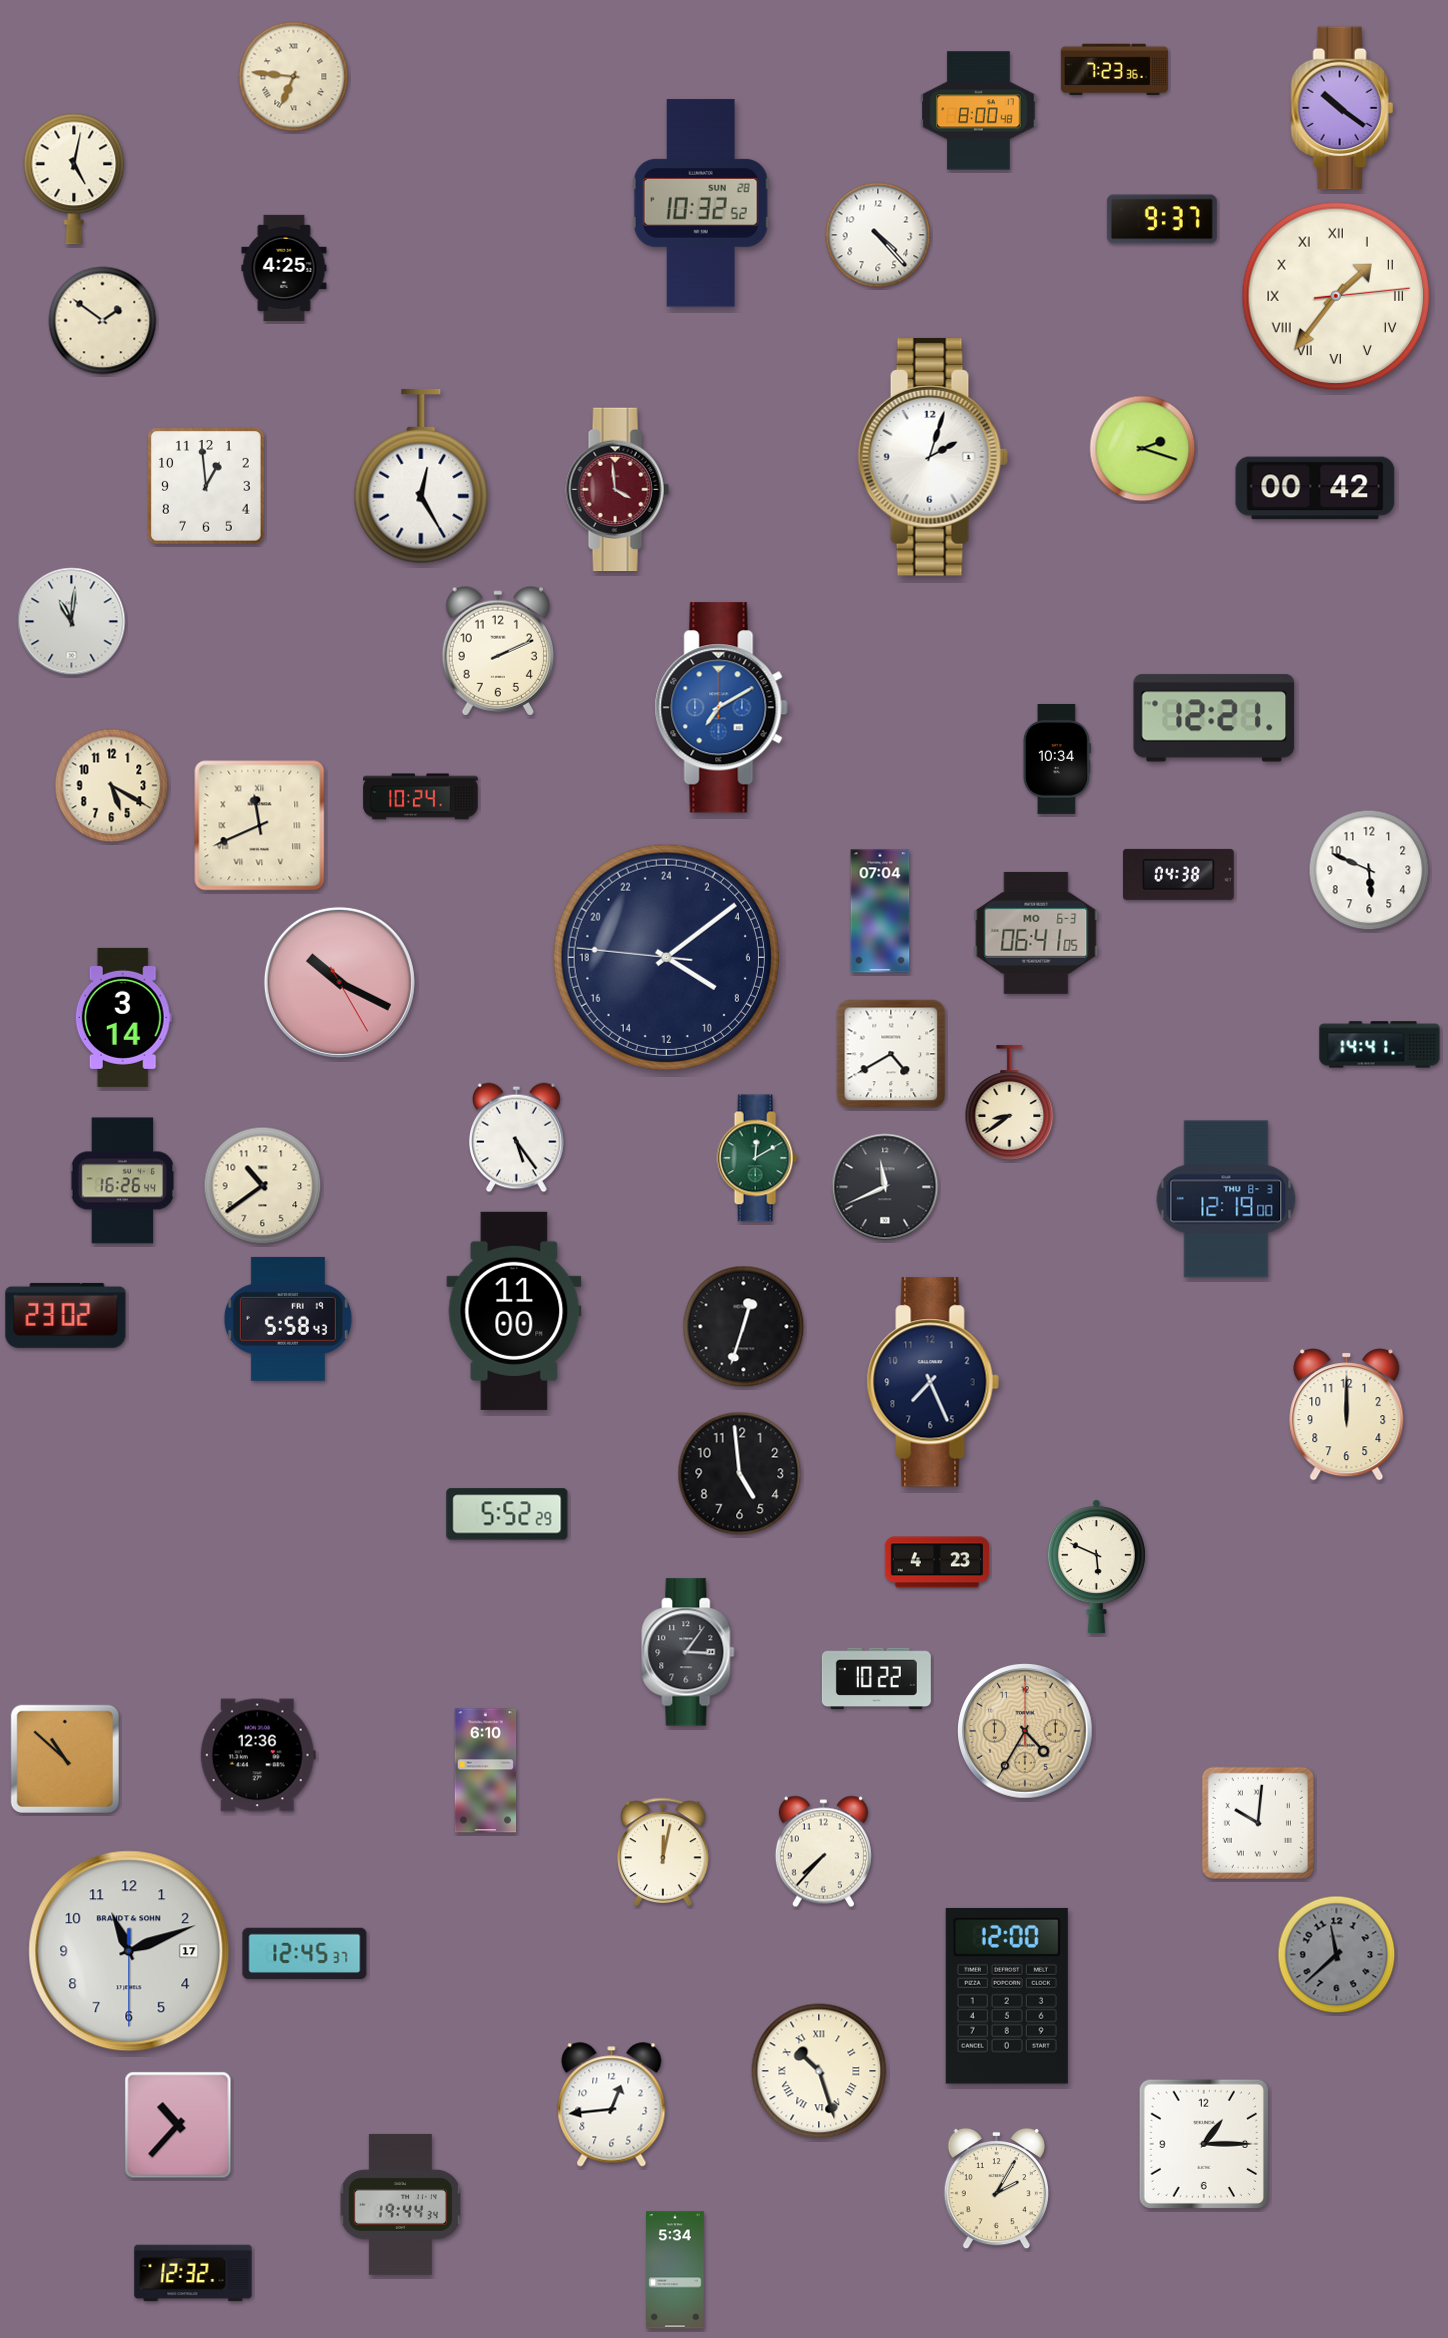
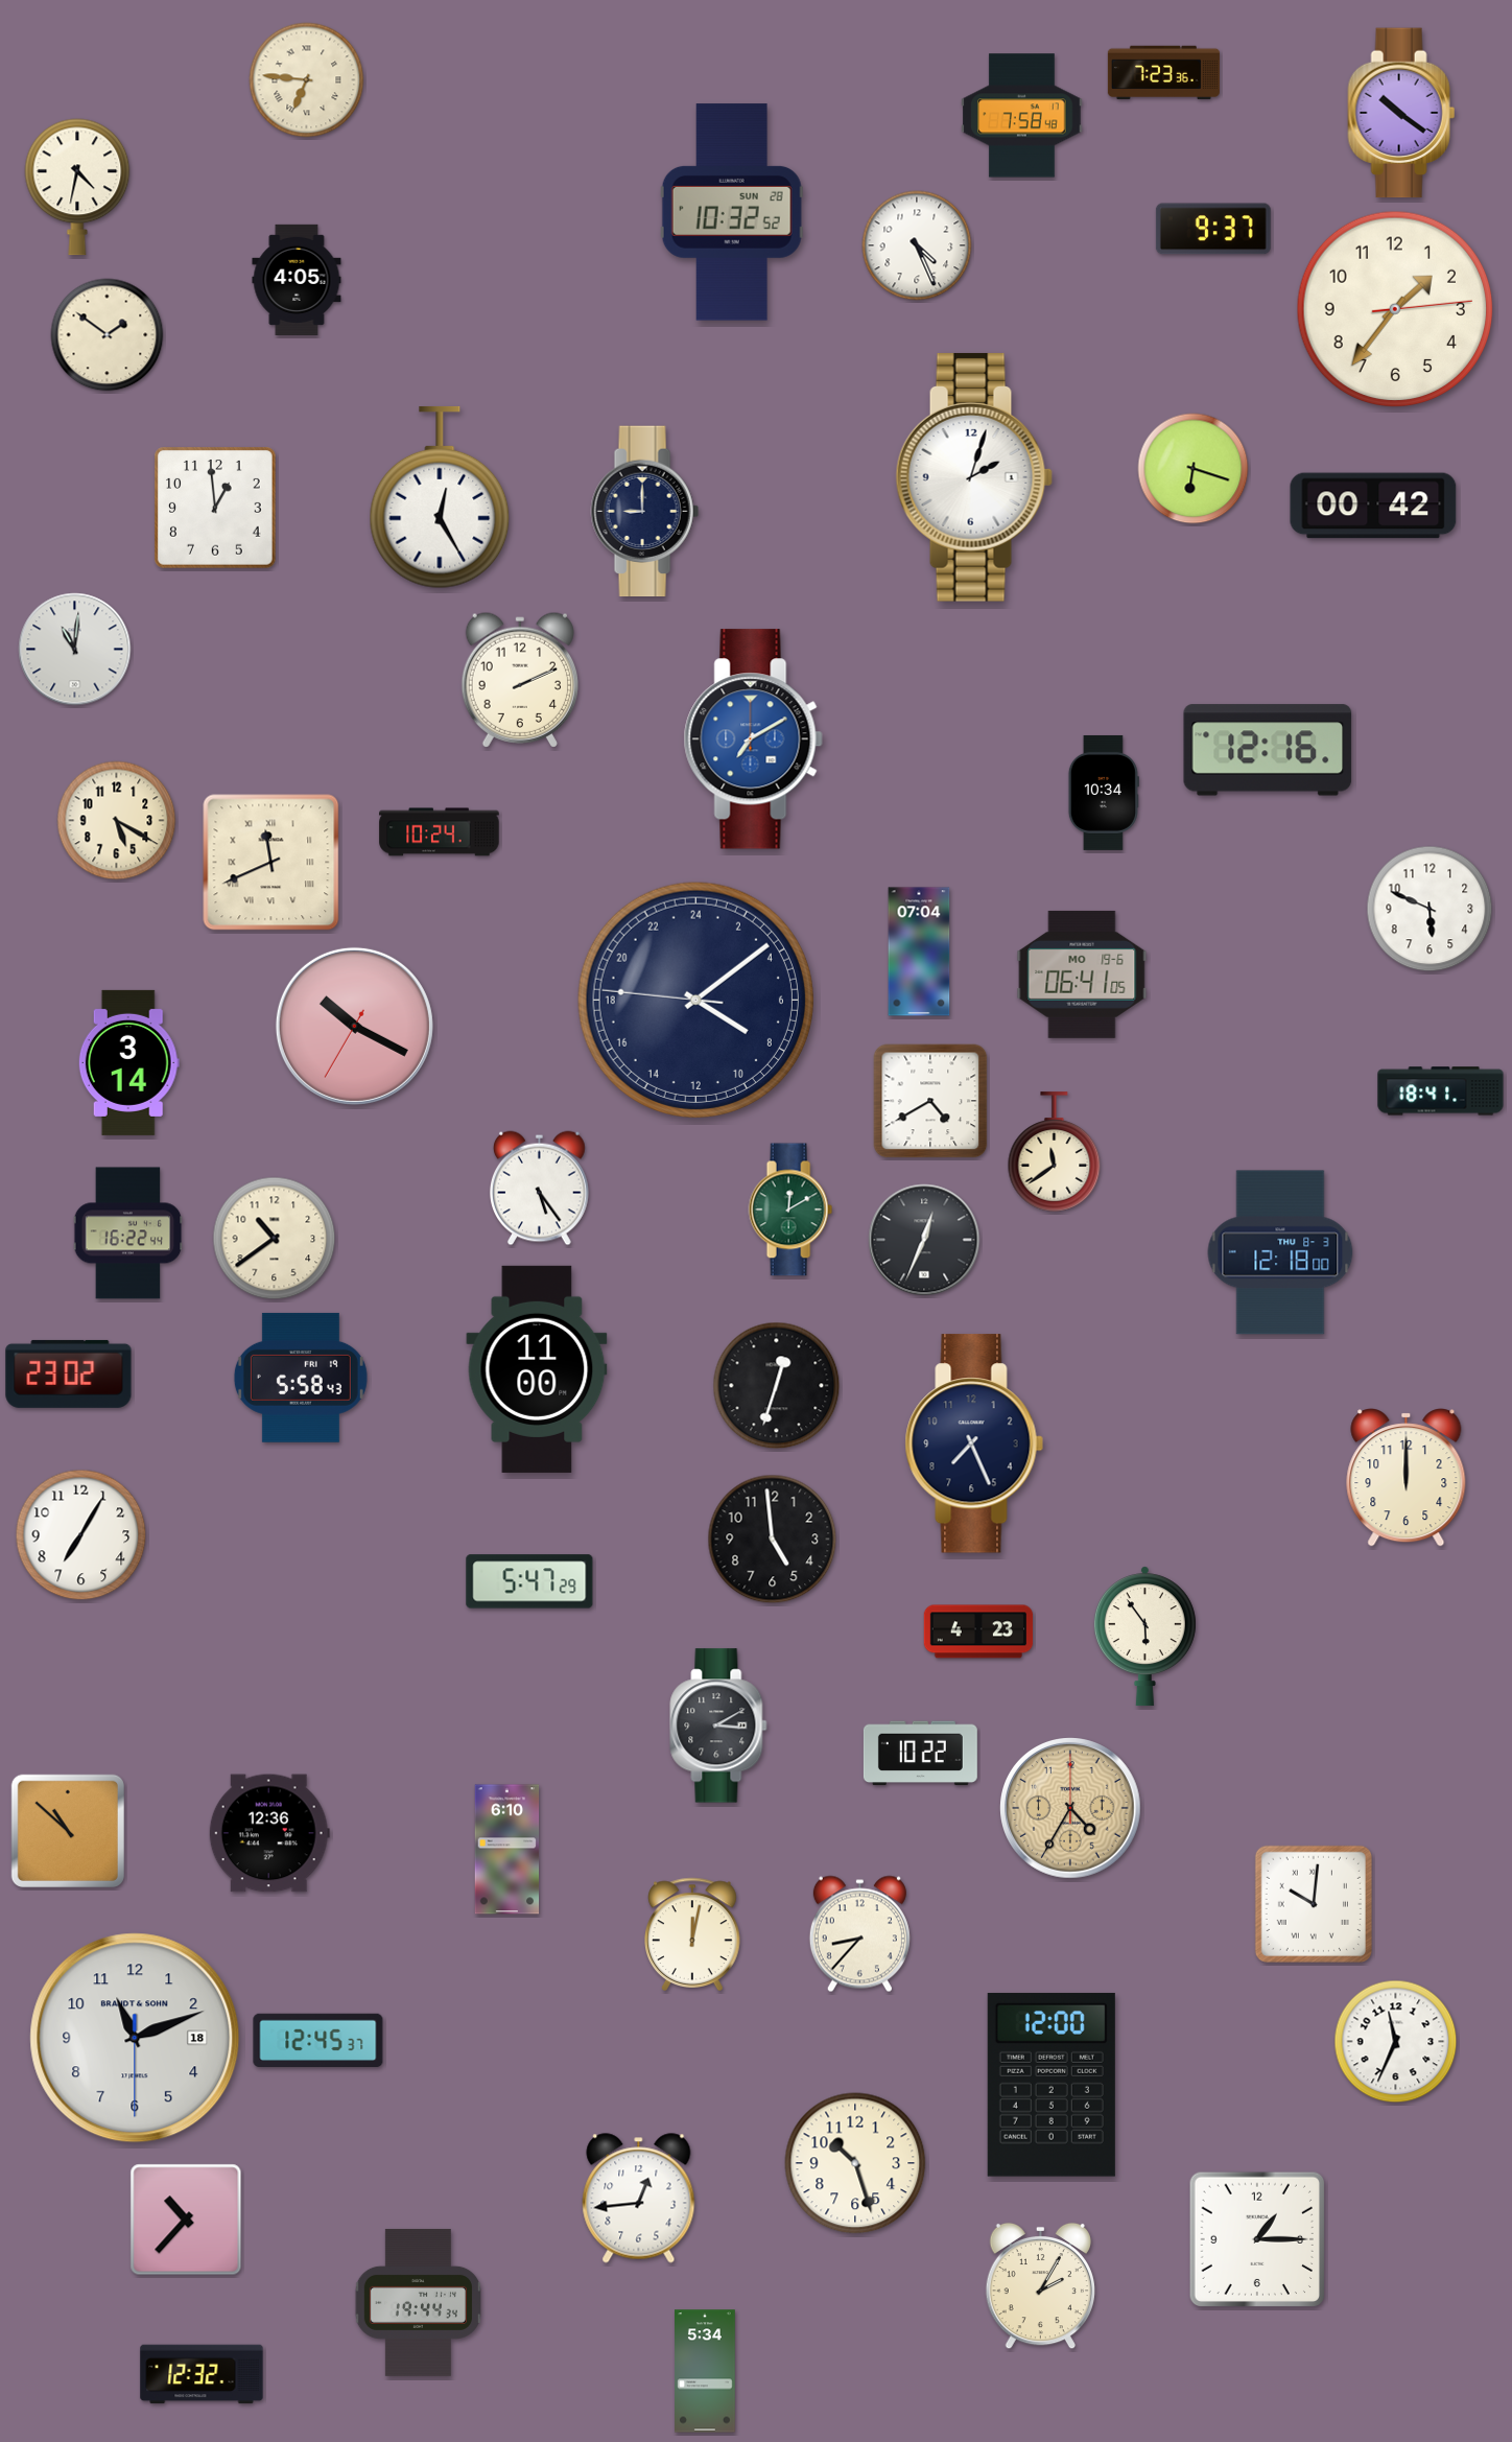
clock at (979, 111): 8:00 -> 7:58
clock at (74, 179): 5:02 -> 4:32
clock at (878, 235): 4:23 -> 4:26
clock at (284, 268): 4:25 -> 4:05
clock at (1336, 296) numerals: Roman -> Arabic
clock at (1143, 449): 2:18 -> 6:18
clock at (1315, 488) position: (1315, 488) -> (1373, 506)
clock at (617, 490): 3:59 -> 9:00
clock at (617, 490) dial: burgundy -> navy
clock at (1214, 718): 12:21 -> 12:16
clock at (1178, 874): 04:38 -> none
clock at (1036, 933) date: MO 6-3 -> MO 19-6
clock at (339, 982): 10:19:25 -> 10:19:35
clock at (1380, 1045): 14:41 -> 18:41
clock at (1010, 1103): 8:39 -> 11:39
clock at (123, 1181): 16:26 -> 16:22
clock at (885, 1187): 11:41 -> 12:34
clock at (1226, 1199): 12:19 -> 12:18
clock at (81, 1535): none -> 7:05
clock at (507, 1514): 5:52 -> 5:47
clock at (1096, 1567): 5:49 -> 5:54
clock at (688, 1652): 3:06 -> 3:10
clock at (876, 1679) position: (876, 1679) -> (920, 1754)
clock at (65, 1759) position: (65, 1759) -> (68, 1831)
clock at (823, 1852): 7:37 -> 8:37
clock at (129, 1951) date: 17 -> 18
clock at (1337, 1955): 11:38 -> 11:34
clock at (1337, 1955) dial: grey -> white
clock at (819, 2071) numerals: Roman -> Arabic
